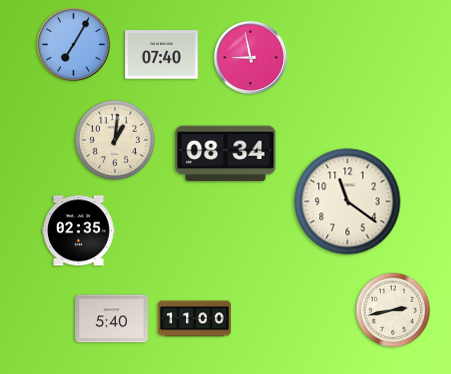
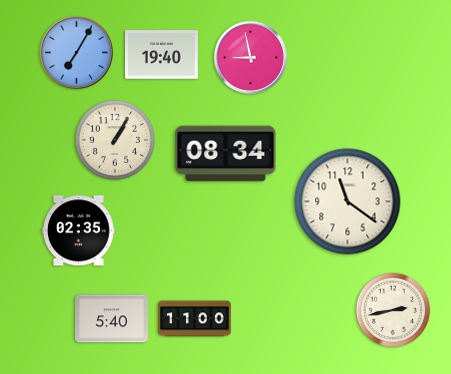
clock at (73, 44) position: (73, 44) -> (76, 52)
clock at (162, 55): 07:40 -> 19:40
clock at (115, 140): 1:01 -> 1:05
